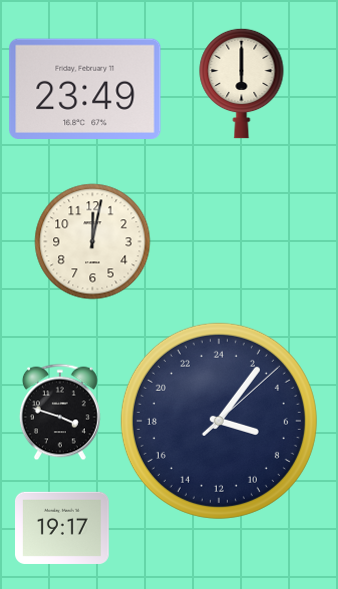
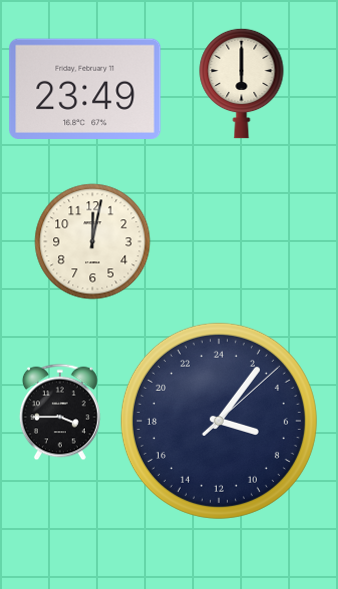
clock at (60, 412): 3:48 -> 3:45
clock at (63, 528): 19:17 -> none
